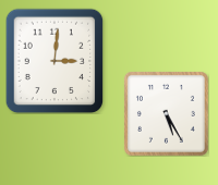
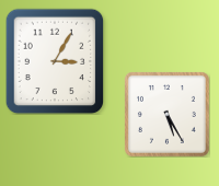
clock at (55, 61): 3:01 -> 3:05
